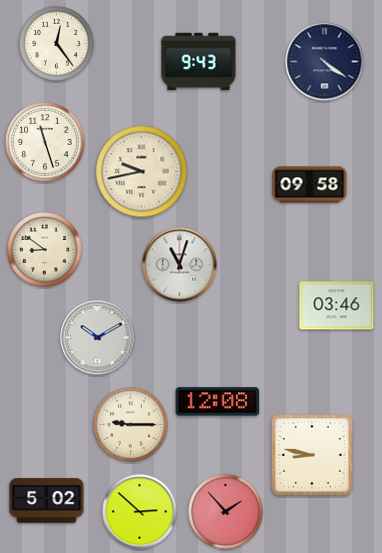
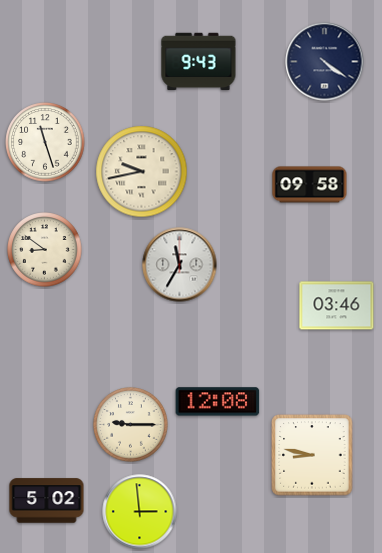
clock at (57, 44): 12:24 -> none
clock at (180, 265): 11:03 -> 11:35
clock at (98, 338): 10:10 -> none
clock at (140, 512): 2:52 -> 2:59
clock at (226, 512): 1:53 -> none
